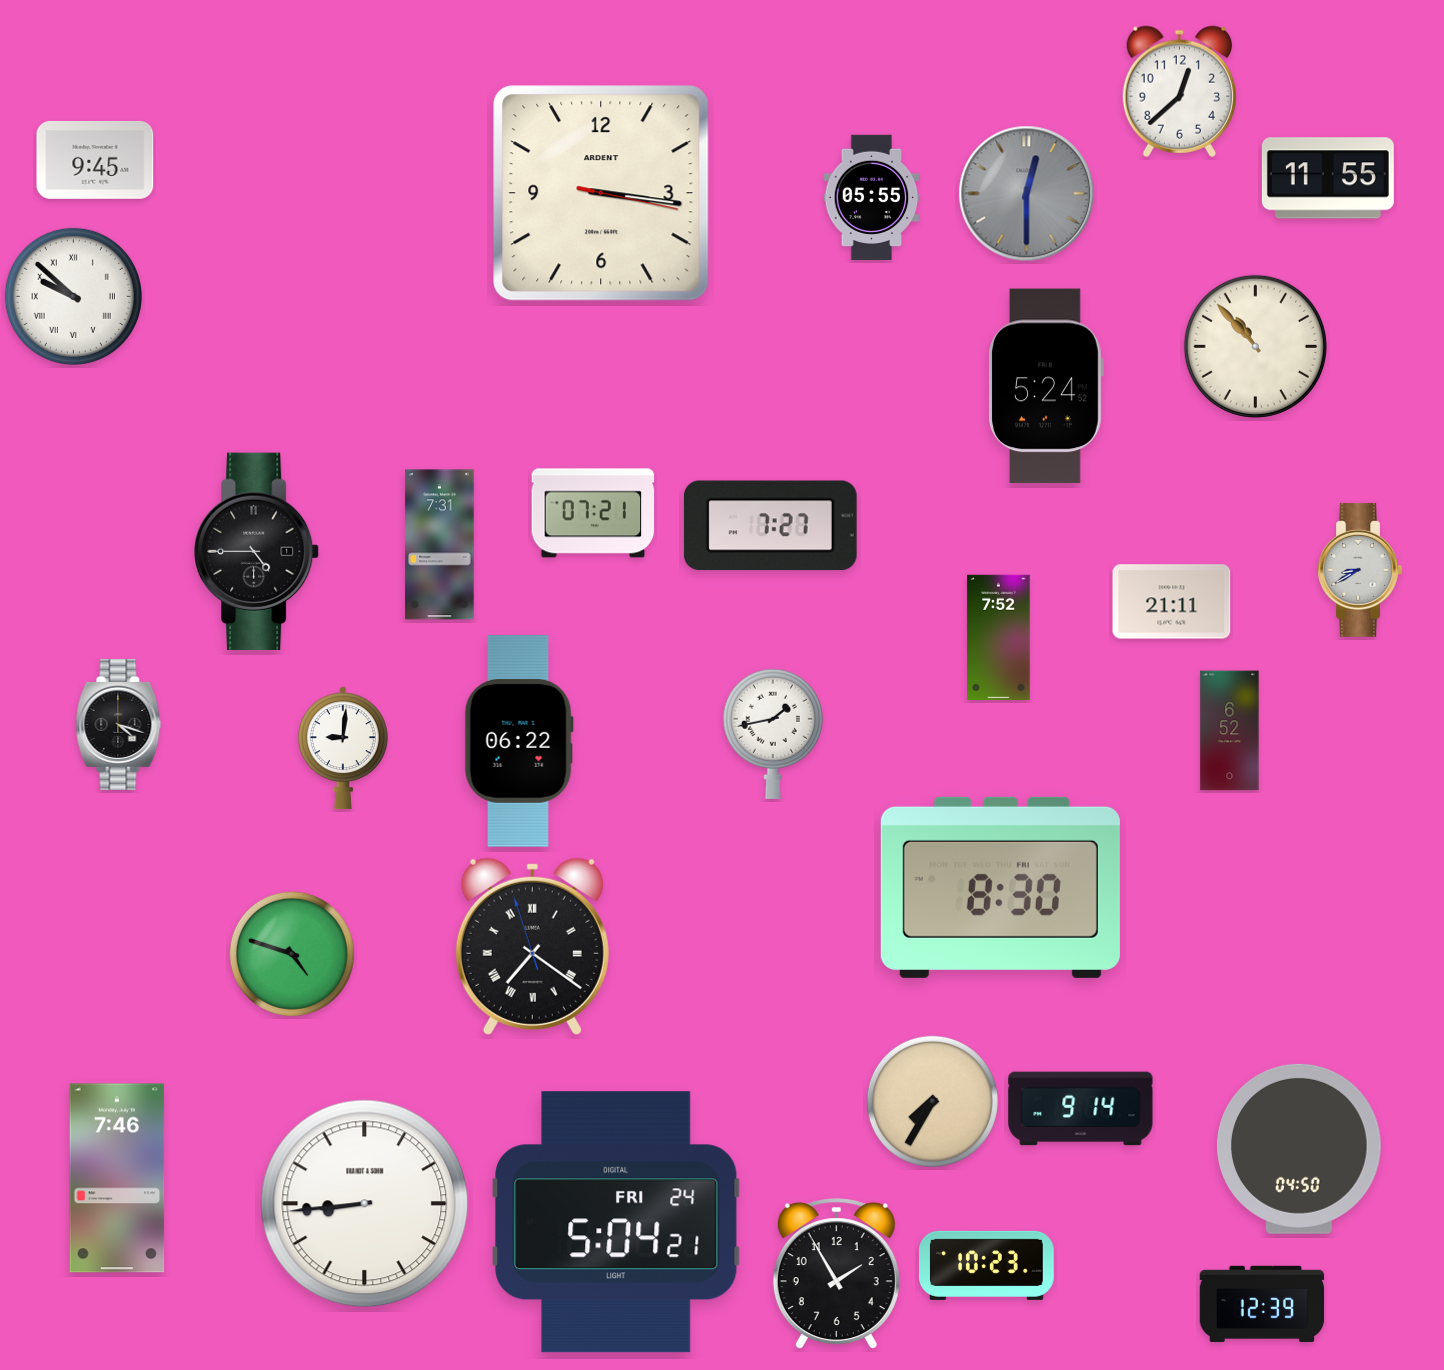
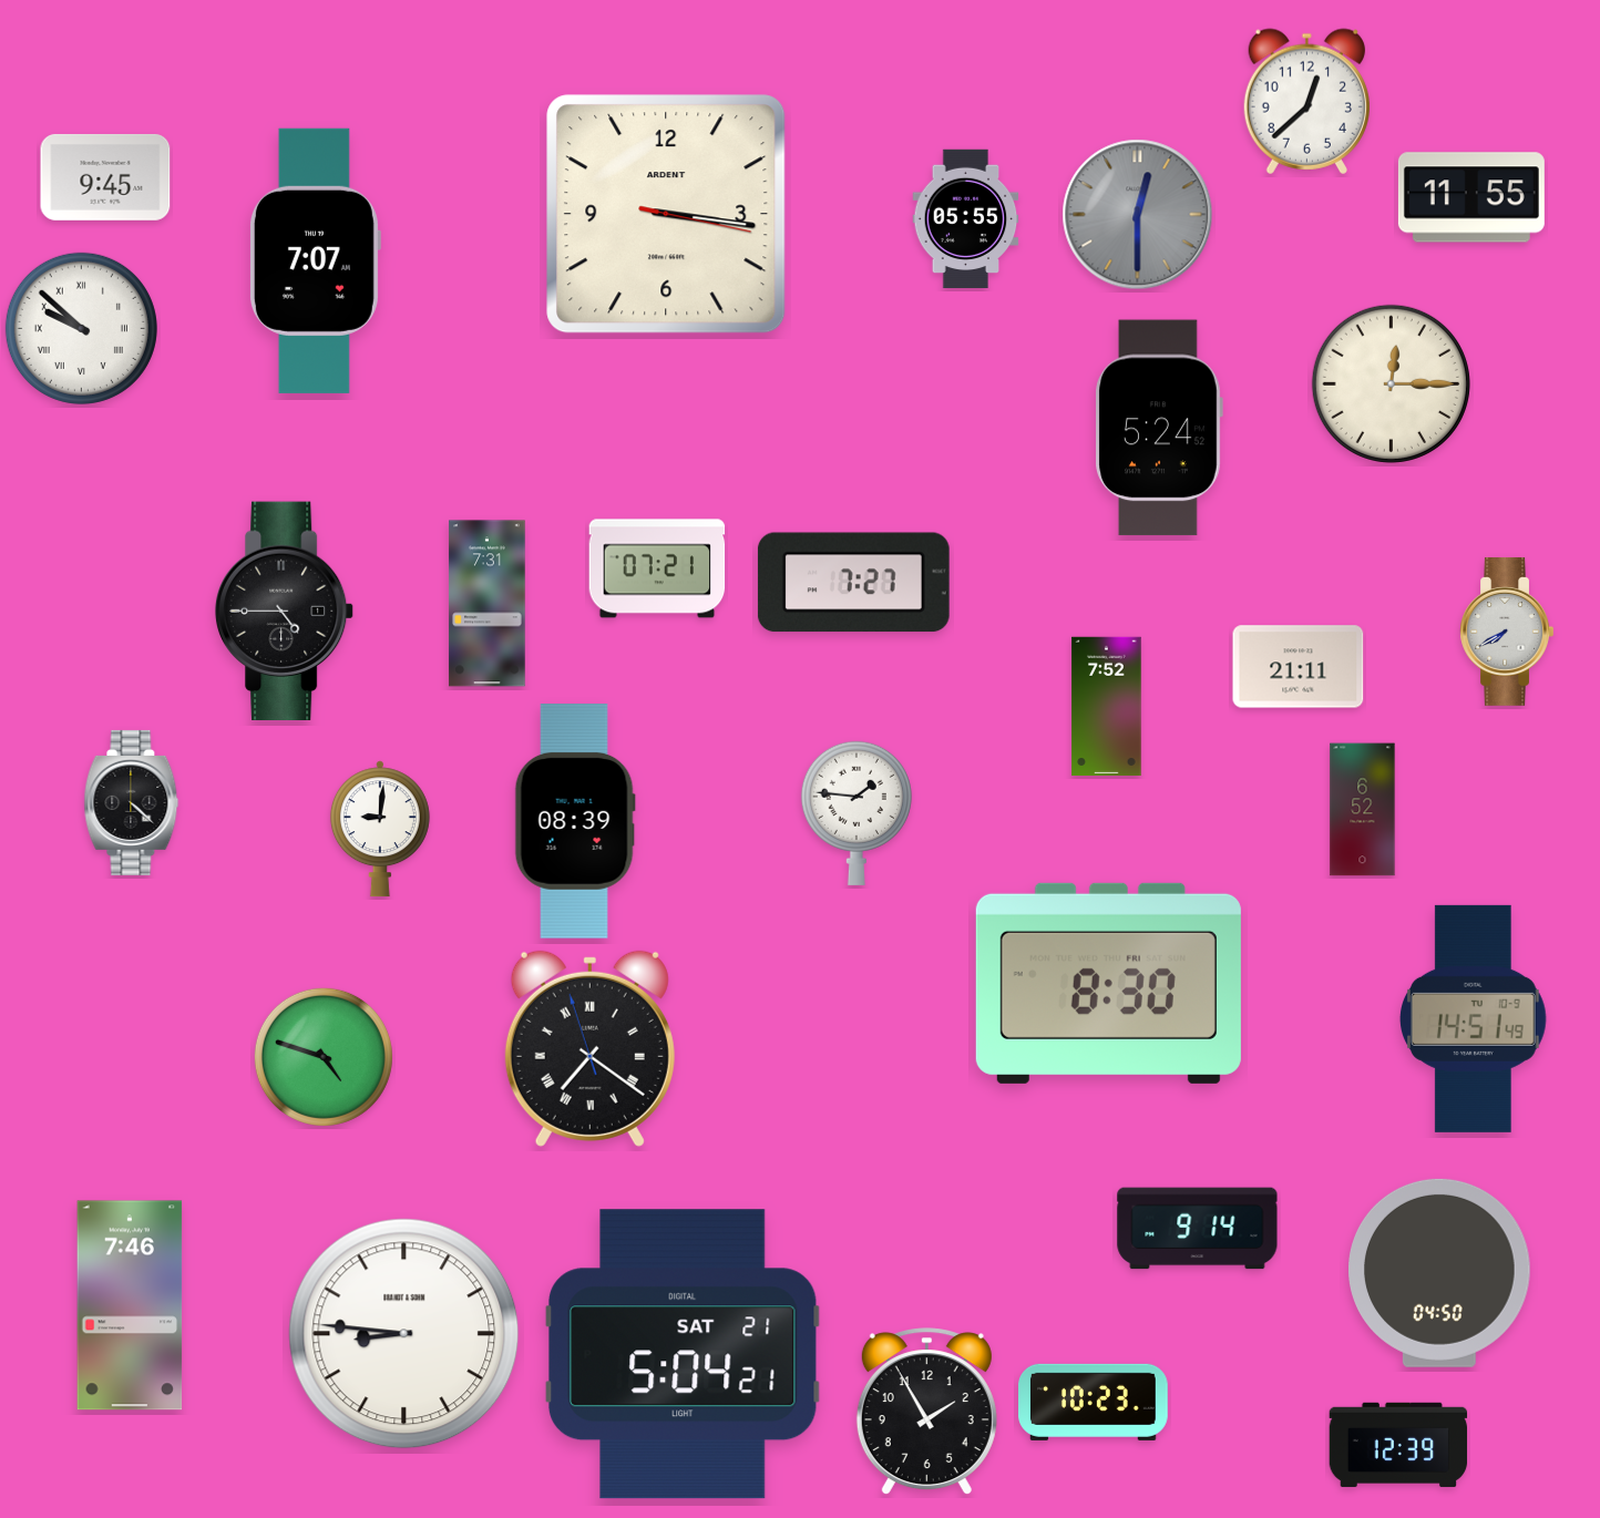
clock at (315, 260): none -> 7:07
clock at (1255, 346): 10:53 -> 12:15
clock at (1360, 570): 8:40 -> 7:40
clock at (119, 724): 4:18 -> 4:22
clock at (773, 734): 1:43 -> 1:46
clock at (519, 741): 06:22 -> 08:39
clock at (1474, 1018): none -> 14:51
clock at (932, 1101): 7:35 -> none
clock at (365, 1204): 8:44 -> 8:46
clock at (617, 1222) date: FRI 24 -> SAT 21
